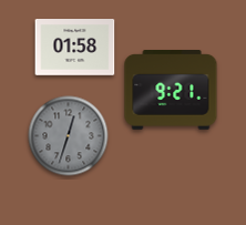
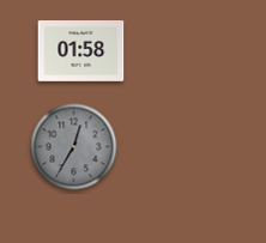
clock at (171, 91): 9:21 -> none
clock at (69, 136): 12:33 -> 12:35
